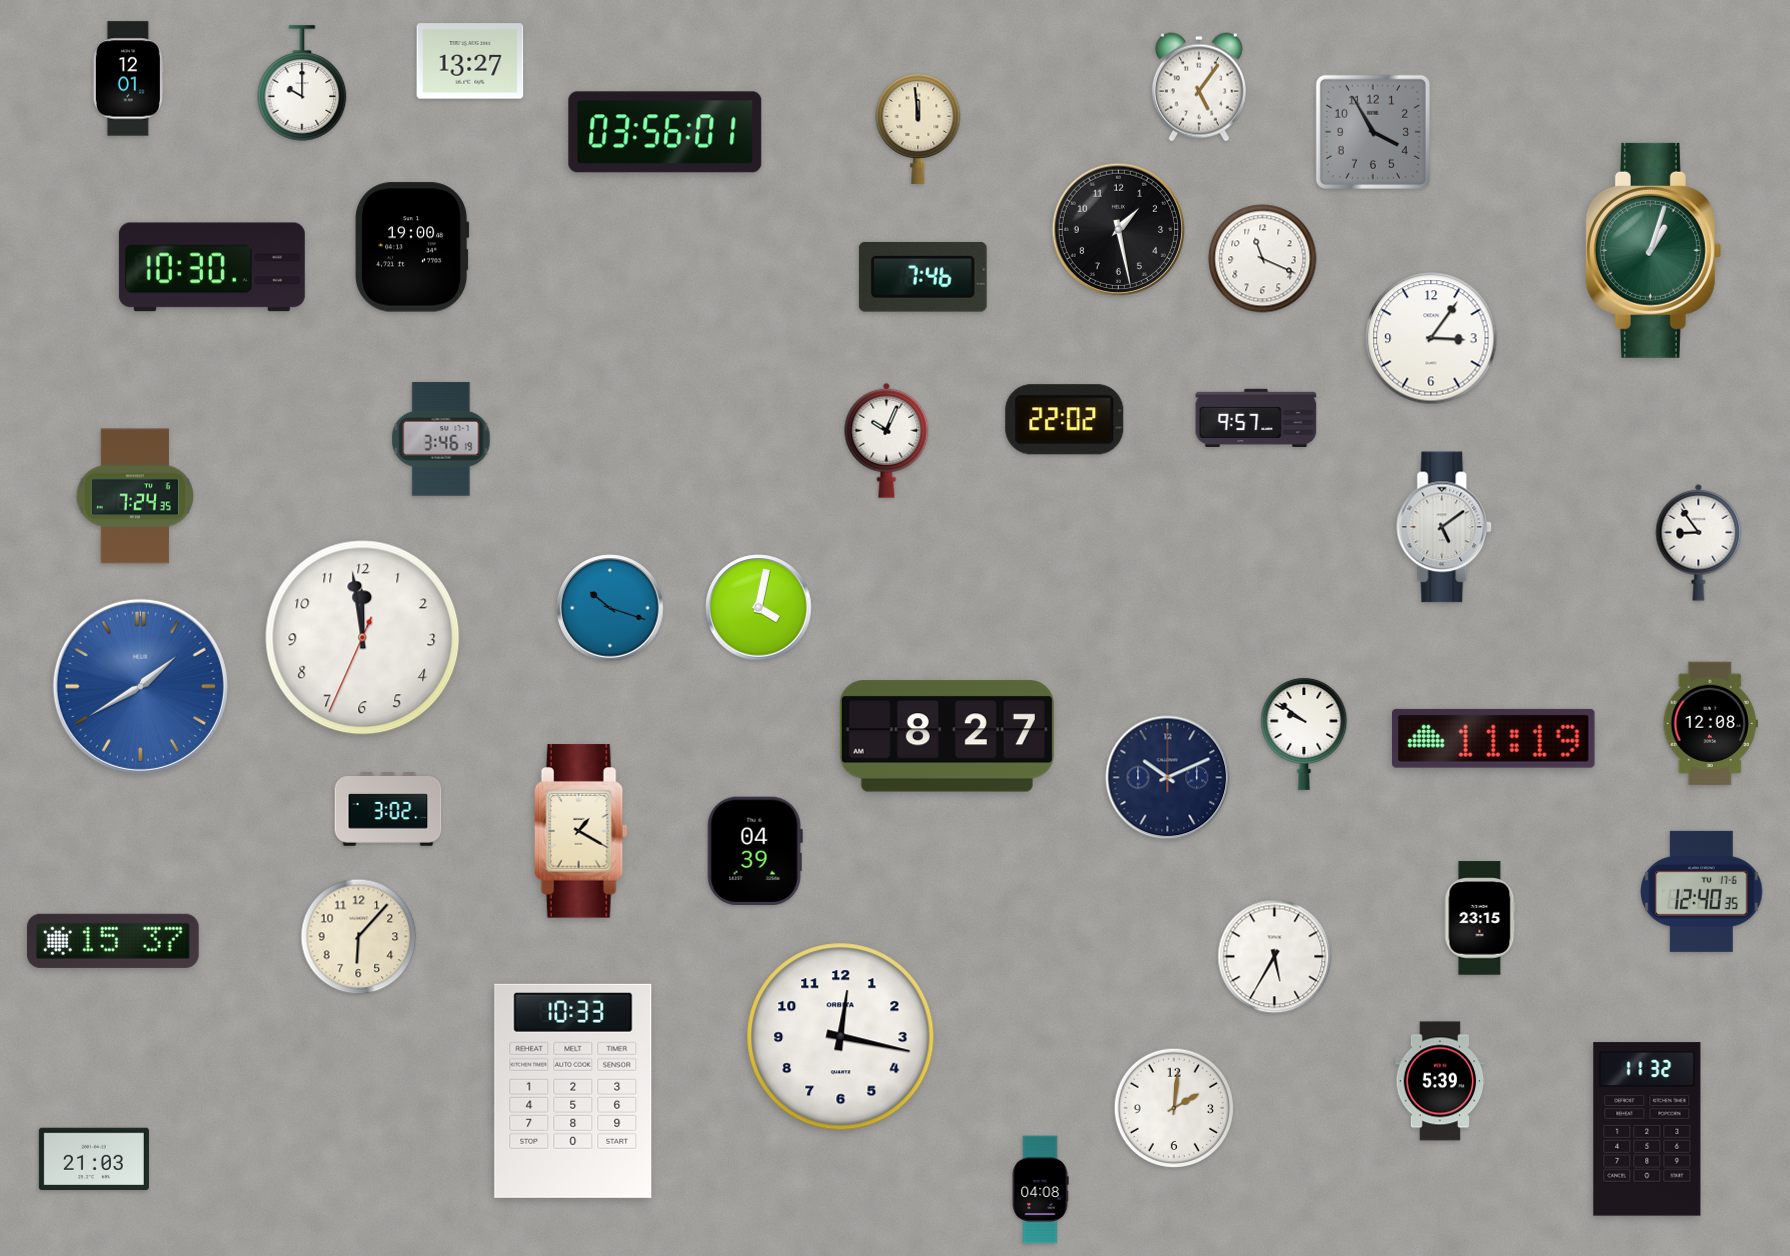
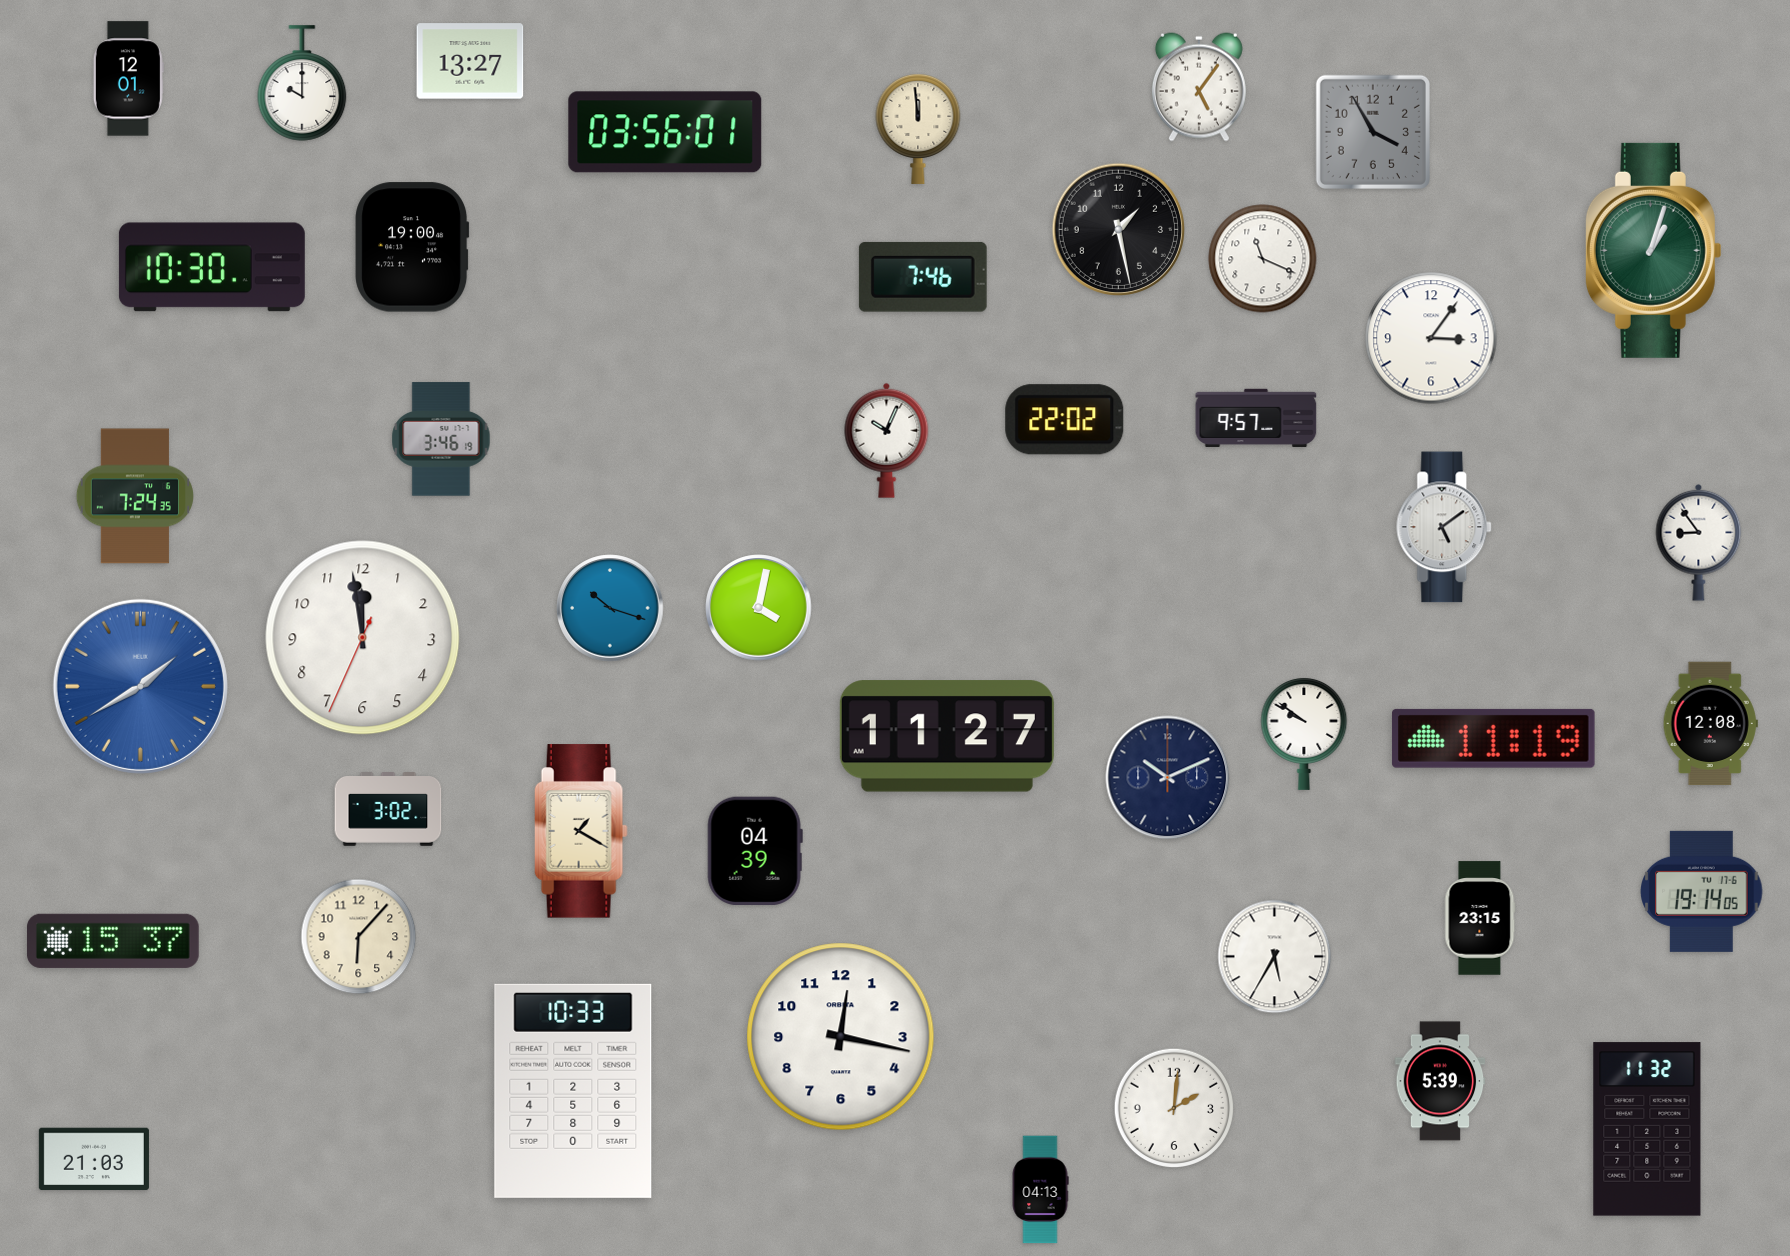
clock at (947, 736): 8:27 -> 11:27
clock at (1702, 891): 12:40 -> 19:14
clock at (1040, 1190): 04:08 -> 04:13
